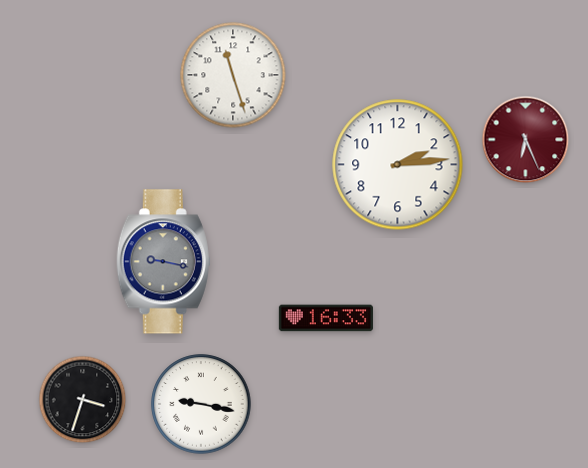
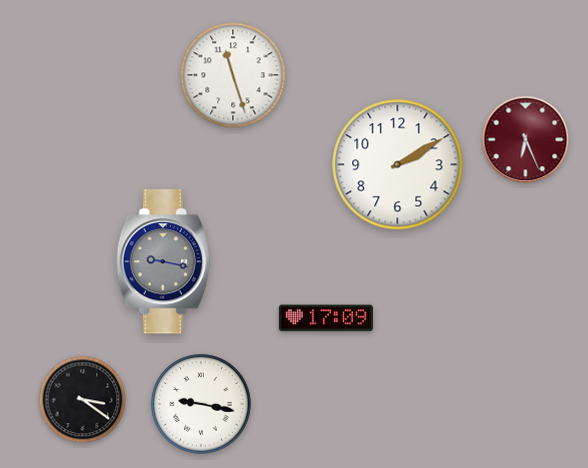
clock at (398, 165): 2:14 -> 2:10
clock at (326, 318): 16:33 -> 17:09
clock at (83, 400): 3:33 -> 3:21
